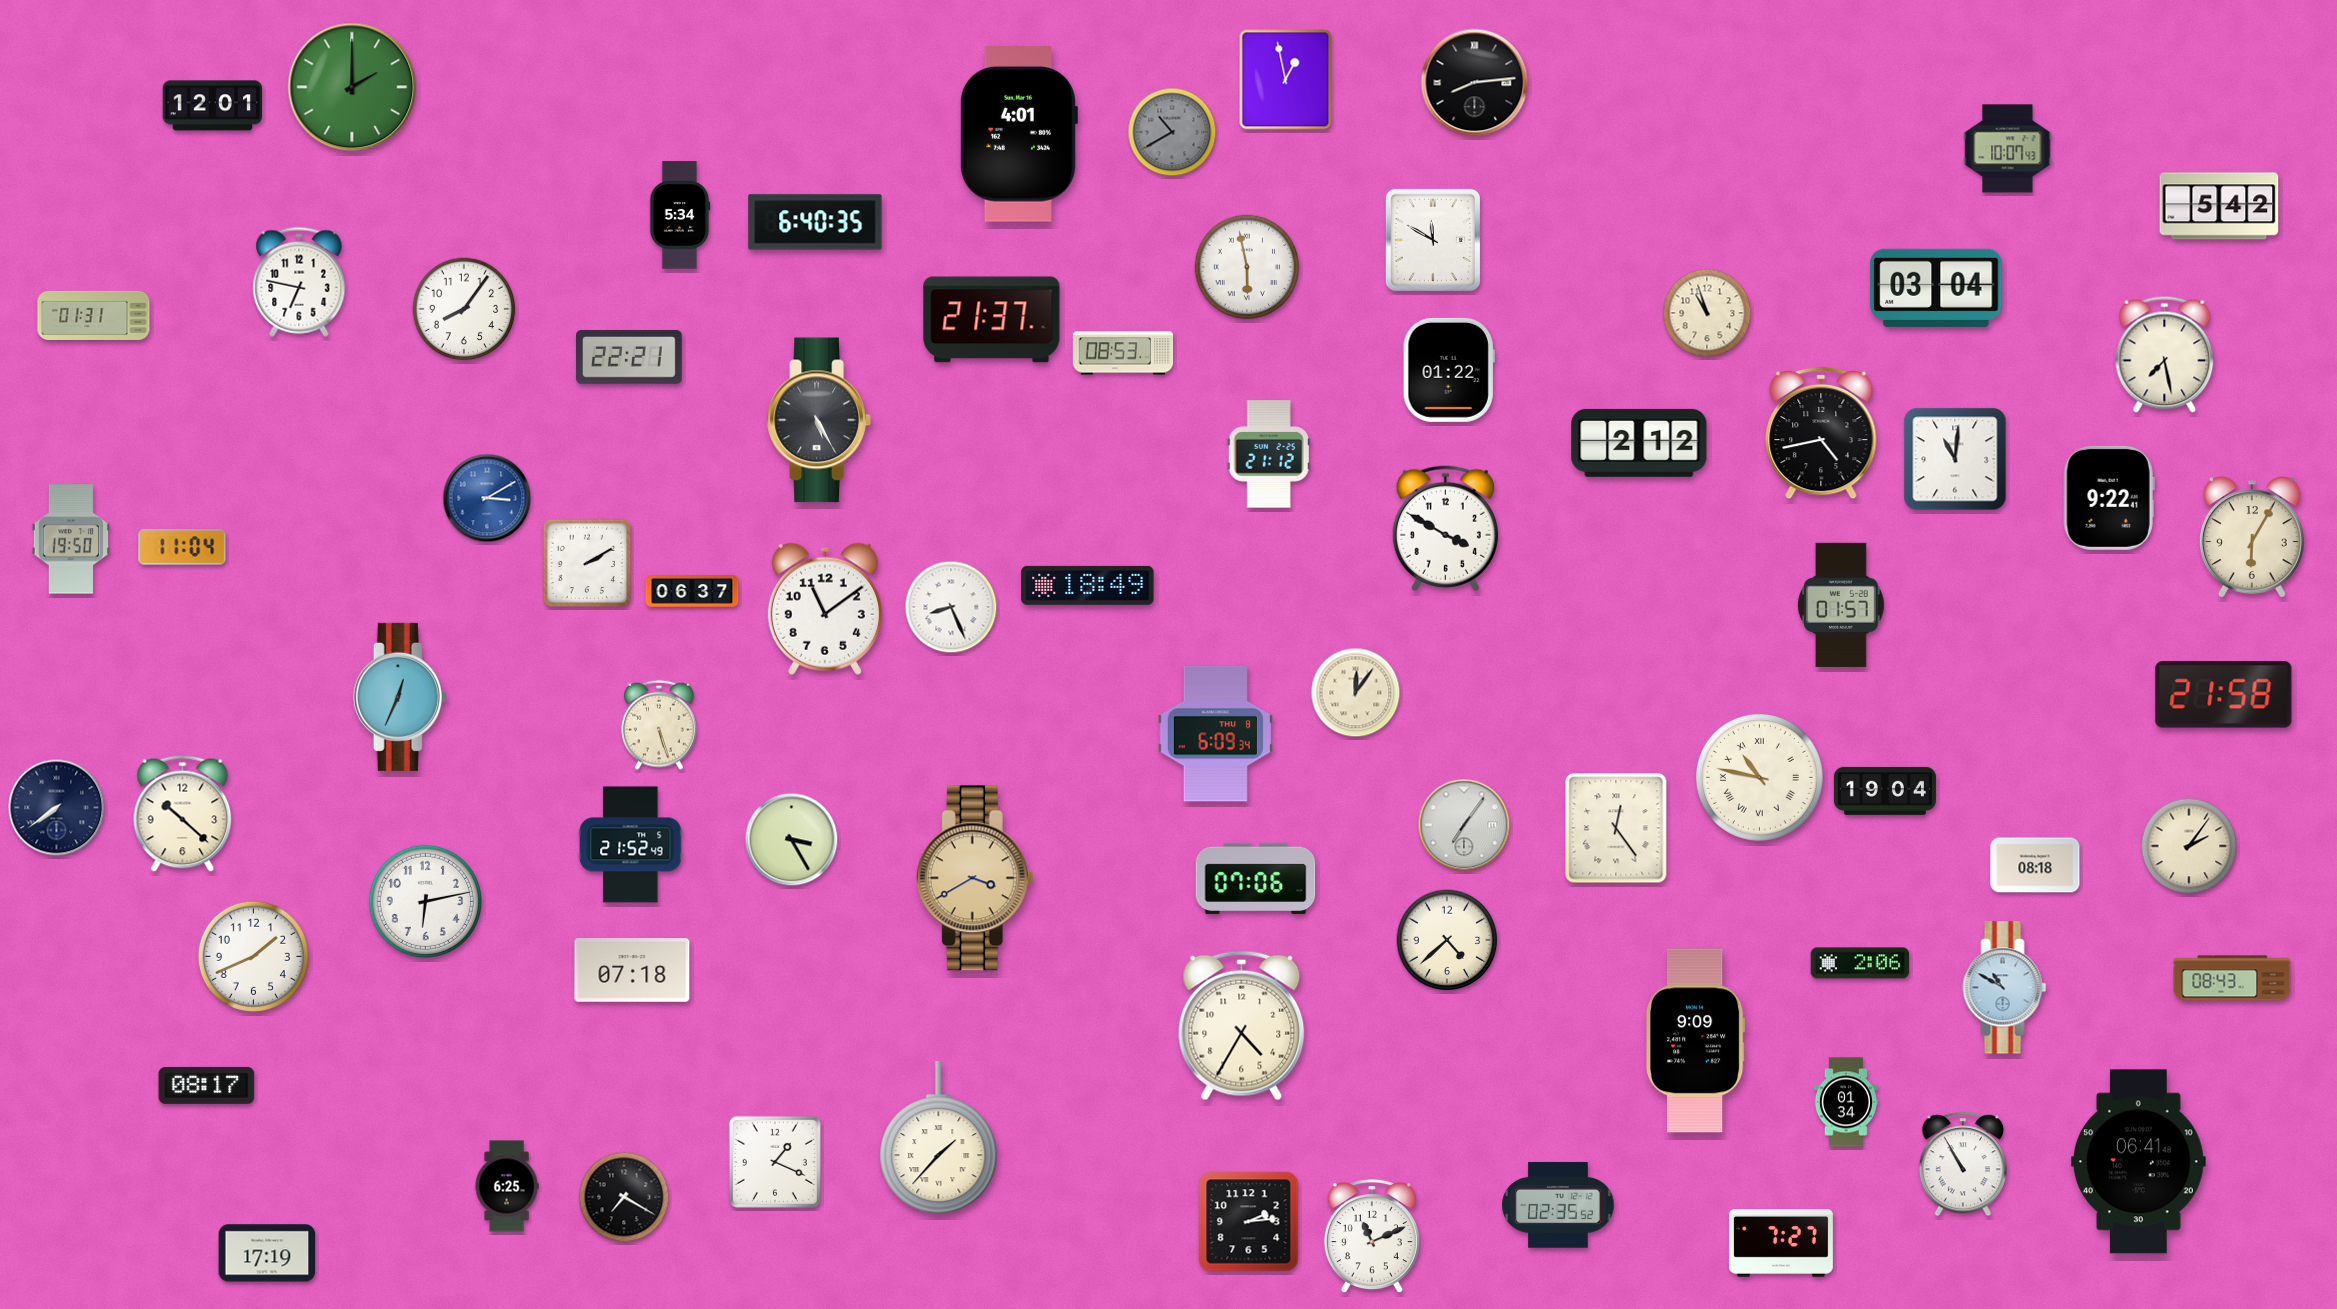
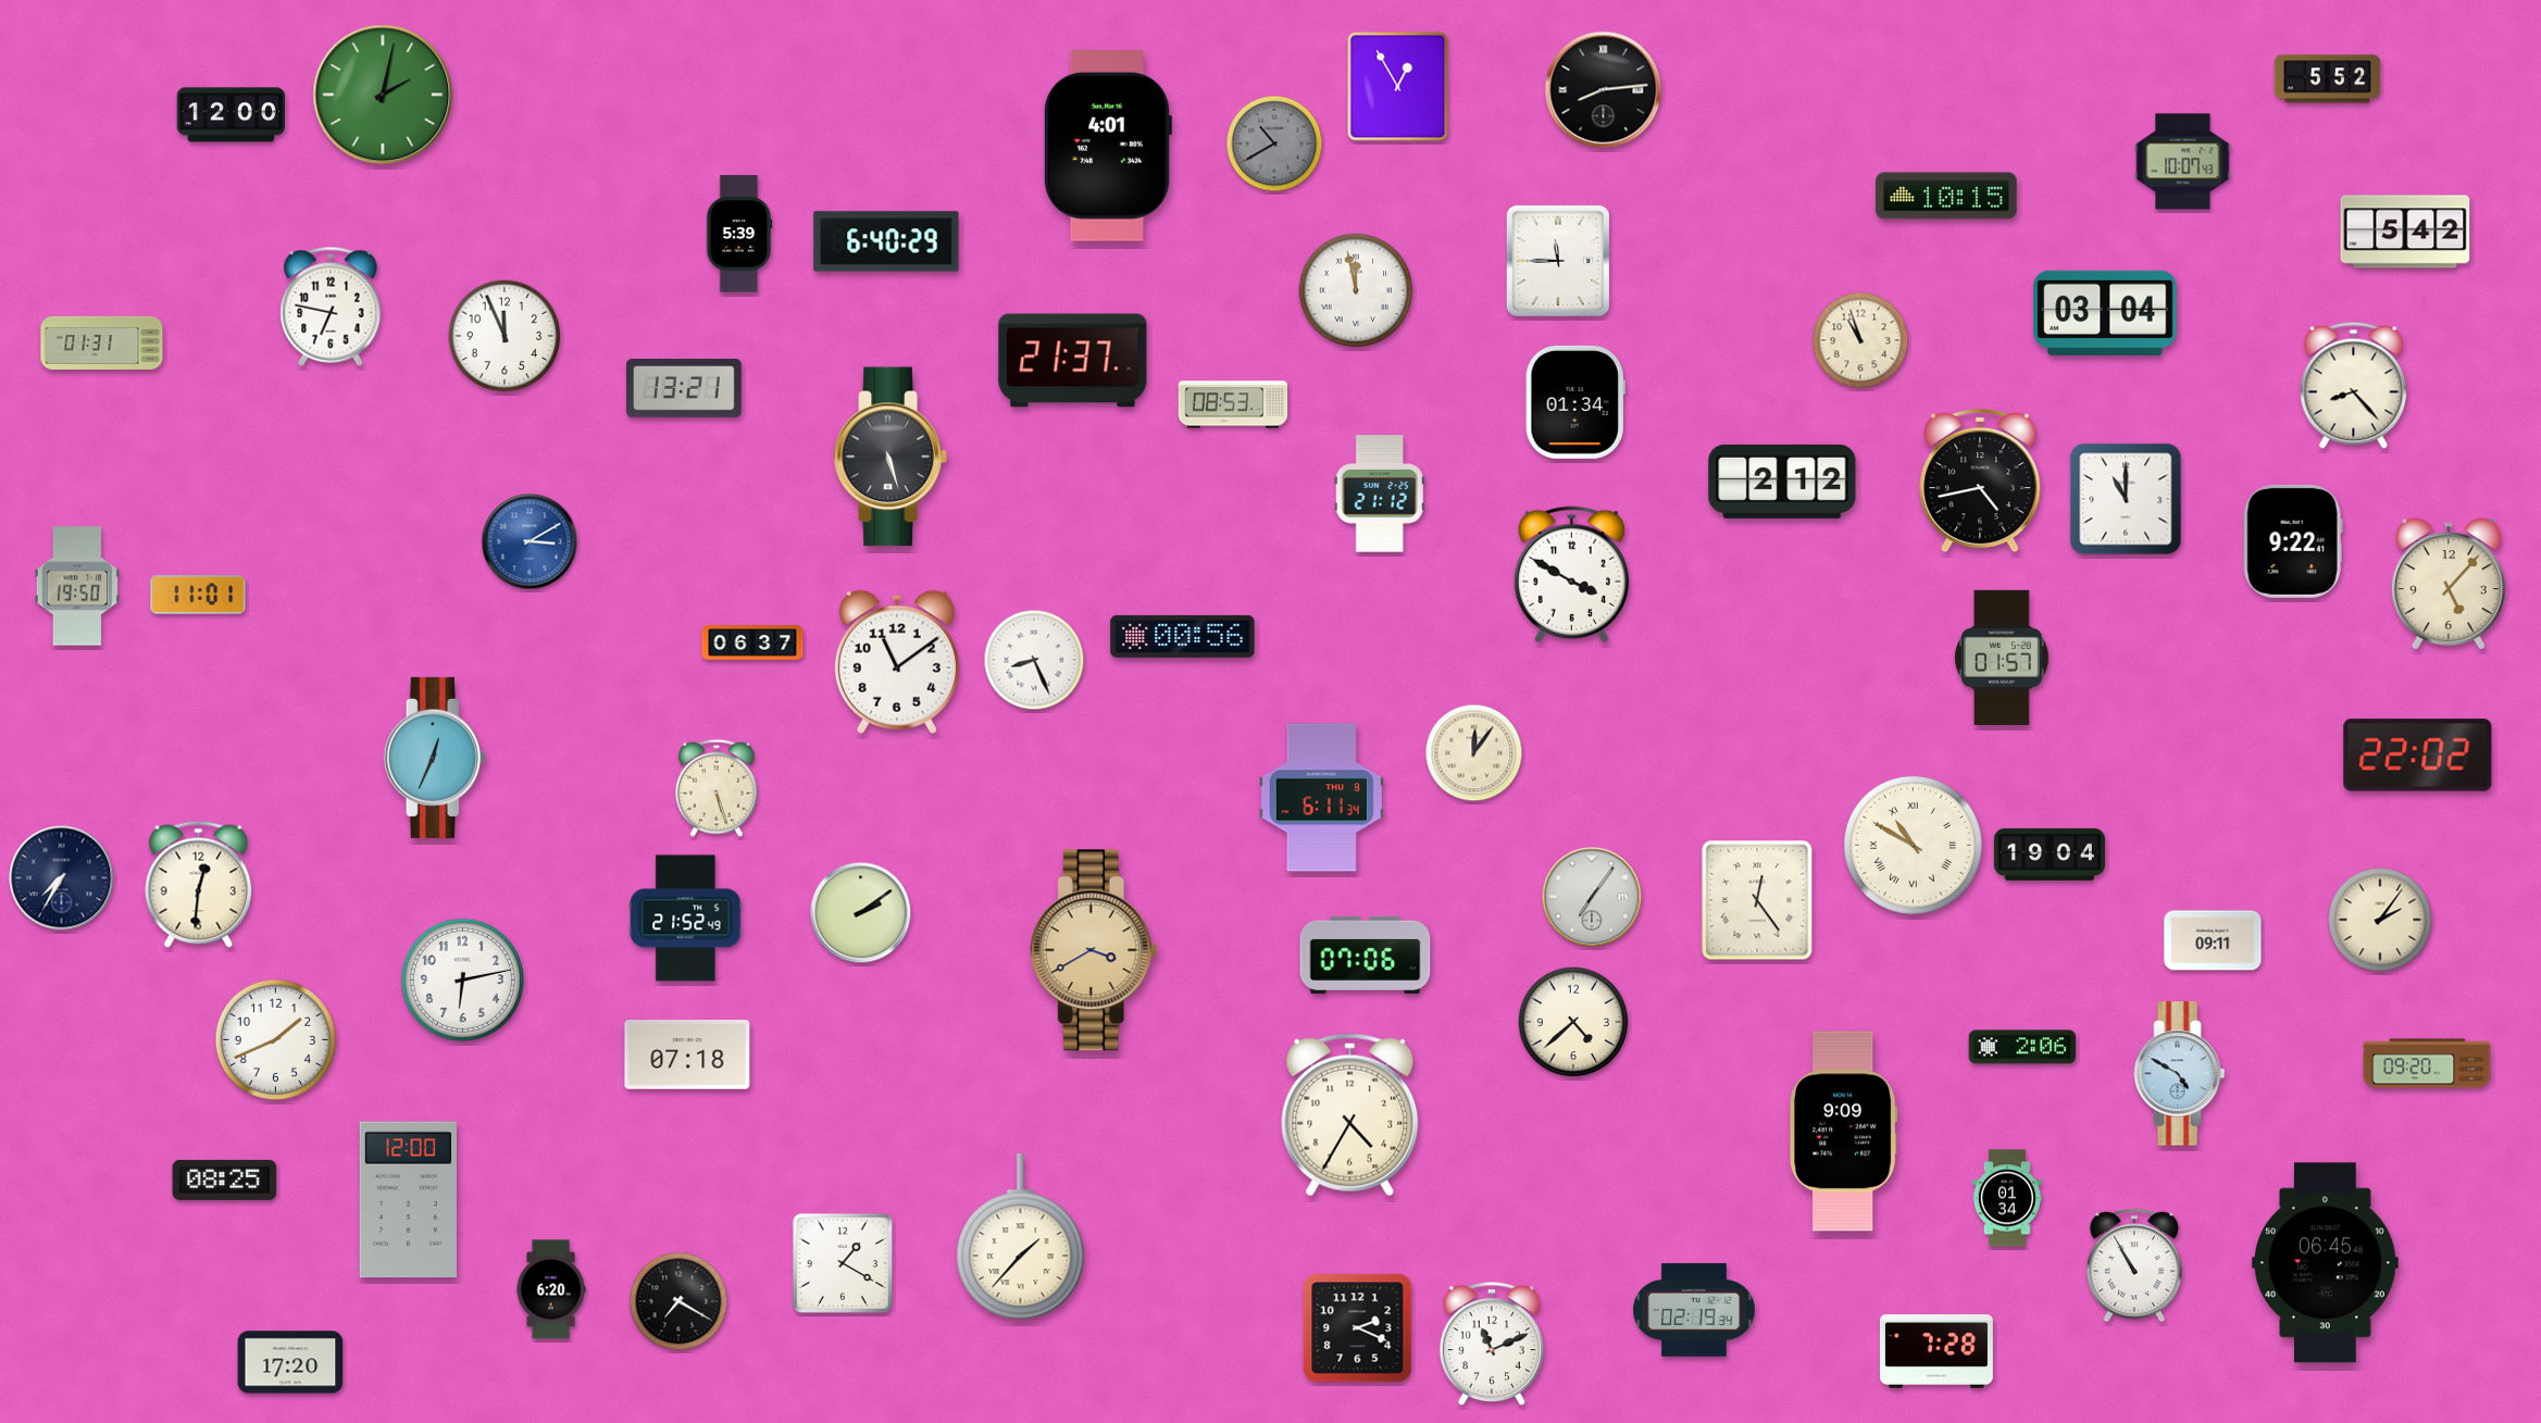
clock at (2328, 79): none -> 5:52
clock at (1286, 80): 12:58 -> 12:55
clock at (352, 87): 2:00 -> 2:02
clock at (213, 106): 12:01 -> 12:00
clock at (1946, 196): none -> 10:15
clock at (2219, 206) position: (2219, 206) -> (2405, 232)
clock at (680, 215): 5:34 -> 5:39
clock at (815, 222): 6:40:35 -> 6:40:29
clock at (1433, 240): 11:50 -> 11:45
clock at (1247, 267): 5:58 -> 11:58
clock at (299, 282) position: (299, 282) -> (331, 307)
clock at (464, 309): 8:06 -> 11:56
clock at (1707, 313) position: (1707, 313) -> (1860, 340)
clock at (992, 320) position: (992, 320) -> (1073, 361)
clock at (1123, 353) position: (1123, 353) -> (1233, 404)
clock at (2165, 354): 7:28 -> 8:23
clock at (630, 357): 22:21 -> 13:21
clock at (1449, 370): 01:22 -> 01:34
clock at (819, 420): 5:25 -> 5:27
clock at (1821, 433) position: (1821, 433) -> (1980, 480)
clock at (1955, 459): 11:01 -> 11:00
clock at (2252, 537): 6:05 -> 5:07
clock at (182, 547): 11:04 -> 11:01
clock at (587, 563): 2:10 -> none
clock at (1088, 585): 18:49 -> 00:56
clock at (2224, 695): 21:58 -> 22:02
clock at (1215, 734): 6:09 -> 6:11
clock at (1759, 777): 10:47 -> 10:50
clock at (1885, 791) position: (1885, 791) -> (2050, 854)
clock at (57, 808): 7:39 -> 7:35
clock at (183, 813): 10:22 -> 12:31
clock at (792, 840): 3:25 -> 2:09
clock at (2035, 865): 08:18 -> 09:11
clock at (975, 878) position: (975, 878) -> (1094, 950)
clock at (2232, 978): 08:43 -> 09:20
clock at (2005, 988): 10:50 -> 4:50
clock at (207, 1085): 08:17 -> 08:25
clock at (408, 1200): none -> 12:00
clock at (775, 1162): 1:19 -> 1:20
clock at (2138, 1162): 06:41 -> 06:45
clock at (507, 1186): 6:25 -> 6:20
clock at (1558, 1205): 02:35 -> 02:19
clock at (1249, 1222): 2:14 -> 2:19
clock at (1781, 1244): 7:27 -> 7:28
clock at (267, 1253): 17:19 -> 17:20
